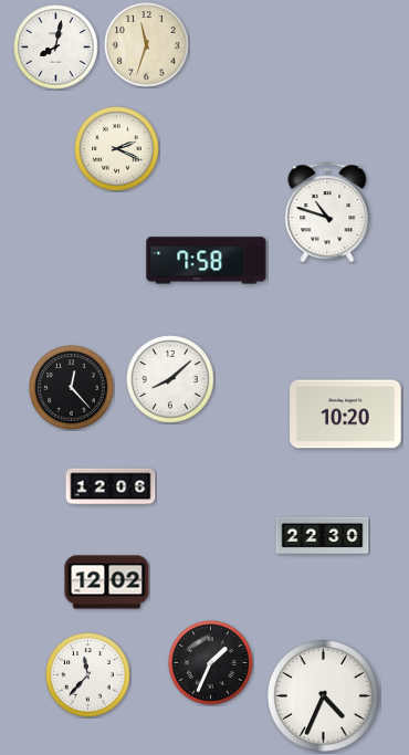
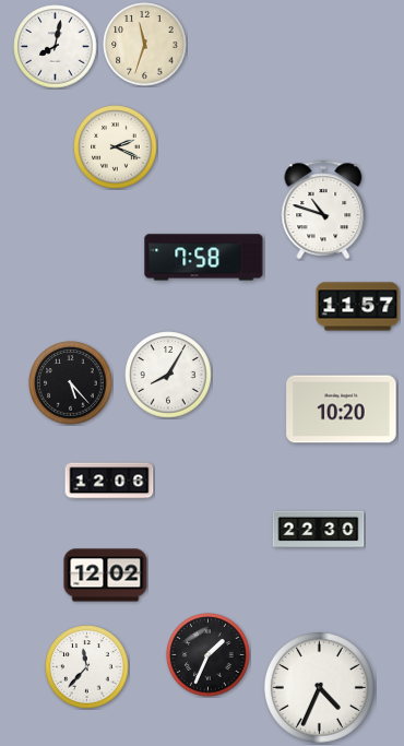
clock at (358, 307): none -> 11:57
clock at (170, 379): 8:08 -> 8:05
clock at (72, 388): 12:23 -> 5:23
